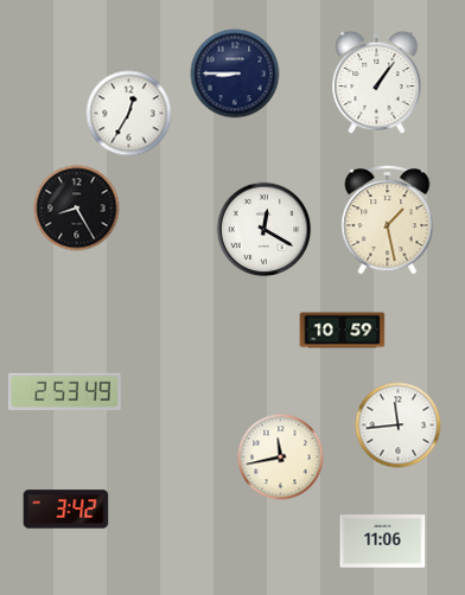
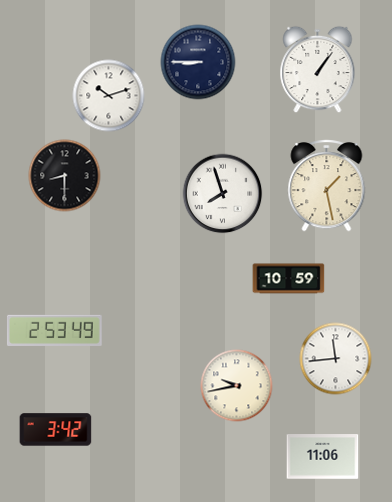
clock at (129, 114): 12:35 -> 10:12
clock at (77, 209): 8:25 -> 8:30
clock at (265, 230): 12:20 -> 7:57
clock at (281, 458): 11:43 -> 9:43
